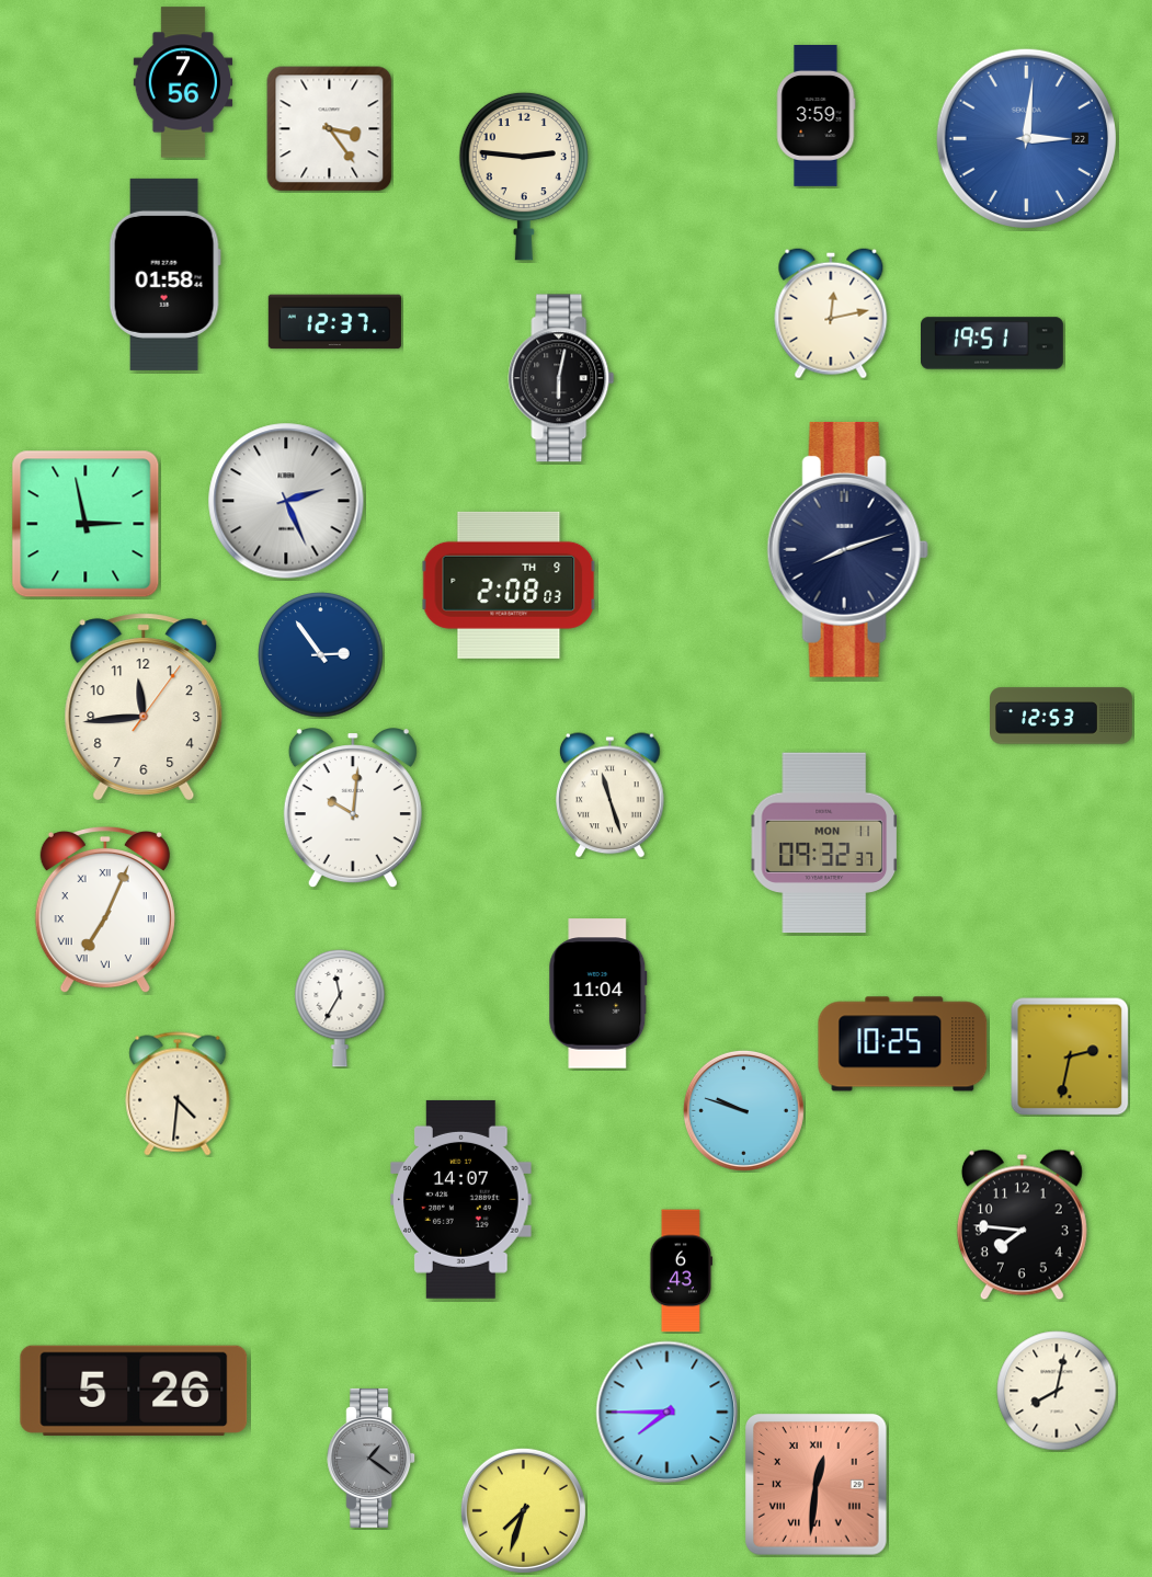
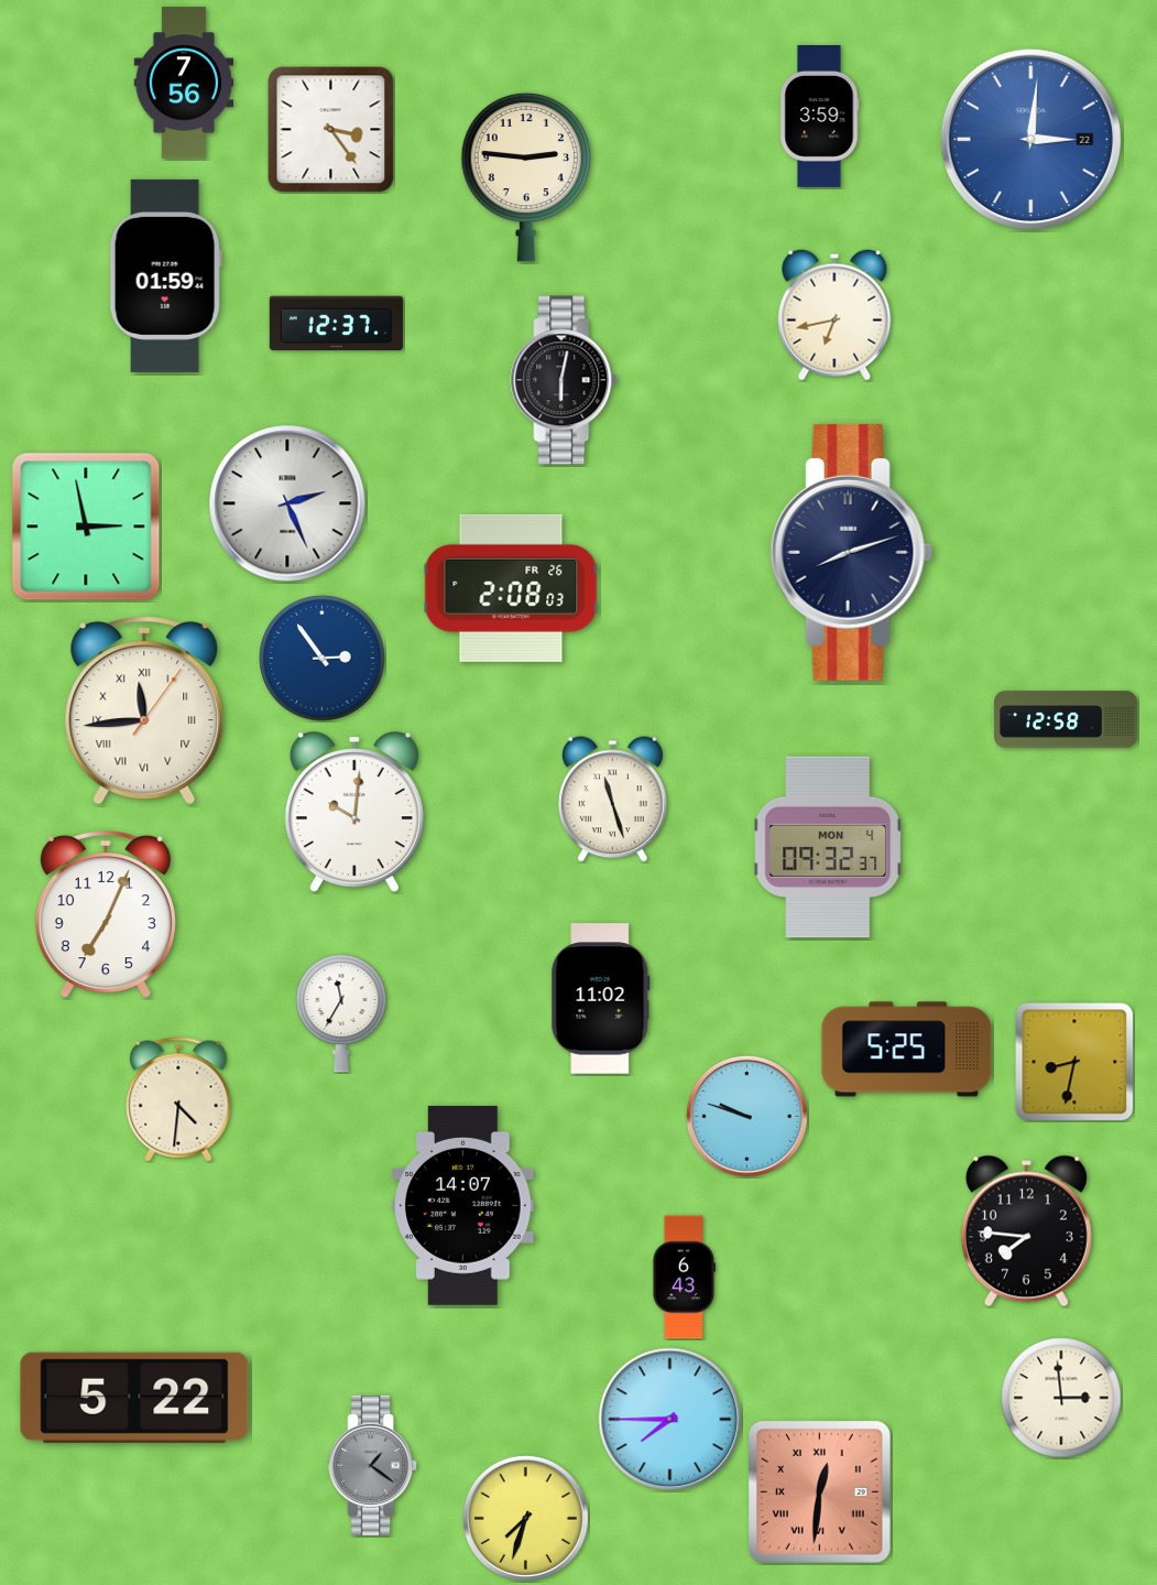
clock at (164, 274): 01:58 -> 01:59
clock at (831, 313): 12:13 -> 6:43
clock at (993, 343): 19:51 -> none
clock at (509, 585) date: TH 9 -> FR 26
clock at (144, 707) numerals: Arabic -> Roman
clock at (1062, 716): 12:53 -> 12:58
clock at (824, 843) date: MON 11 -> MON 4
clock at (105, 910) numerals: Roman -> Arabic
clock at (598, 994): 11:04 -> 11:02
clock at (903, 1044): 10:25 -> 5:25
clock at (1070, 1056): 2:32 -> 8:32
clock at (134, 1391): 5:26 -> 5:22
clock at (1057, 1391): 8:02 -> 2:59
